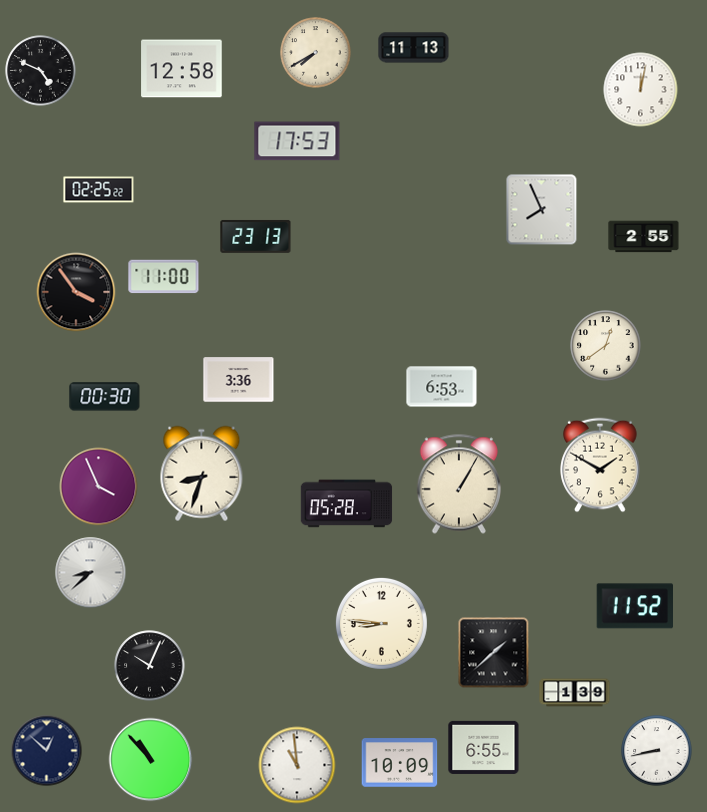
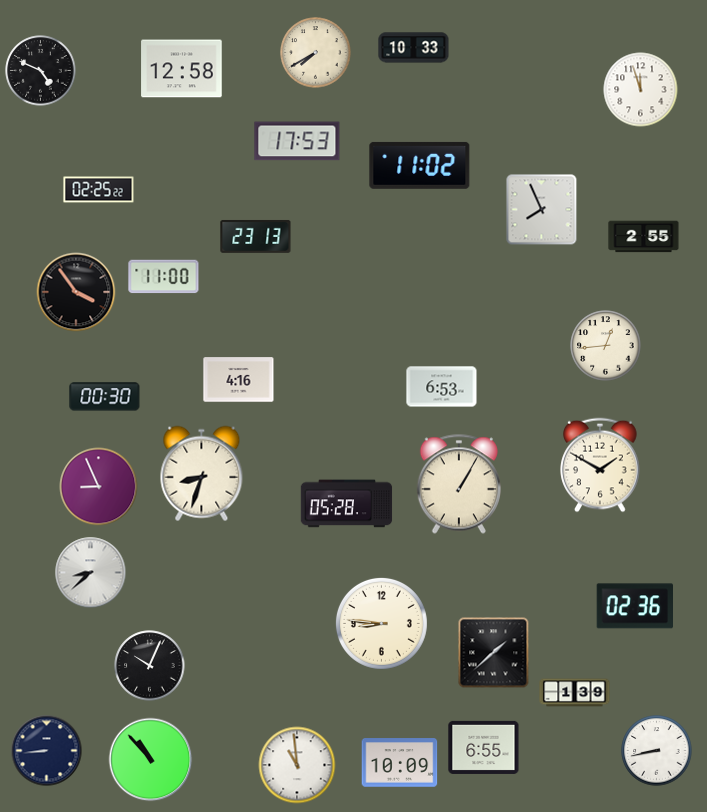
clock at (414, 48): 11:13 -> 10:33
clock at (641, 90): 12:02 -> 11:57
clock at (420, 165): none -> 11:02
clock at (606, 346): 12:39 -> 12:44
clock at (239, 380): 3:36 -> 4:16
clock at (99, 487): 3:56 -> 8:56
clock at (634, 606): 11:52 -> 02:36
clock at (47, 751): 12:52 -> 8:44
